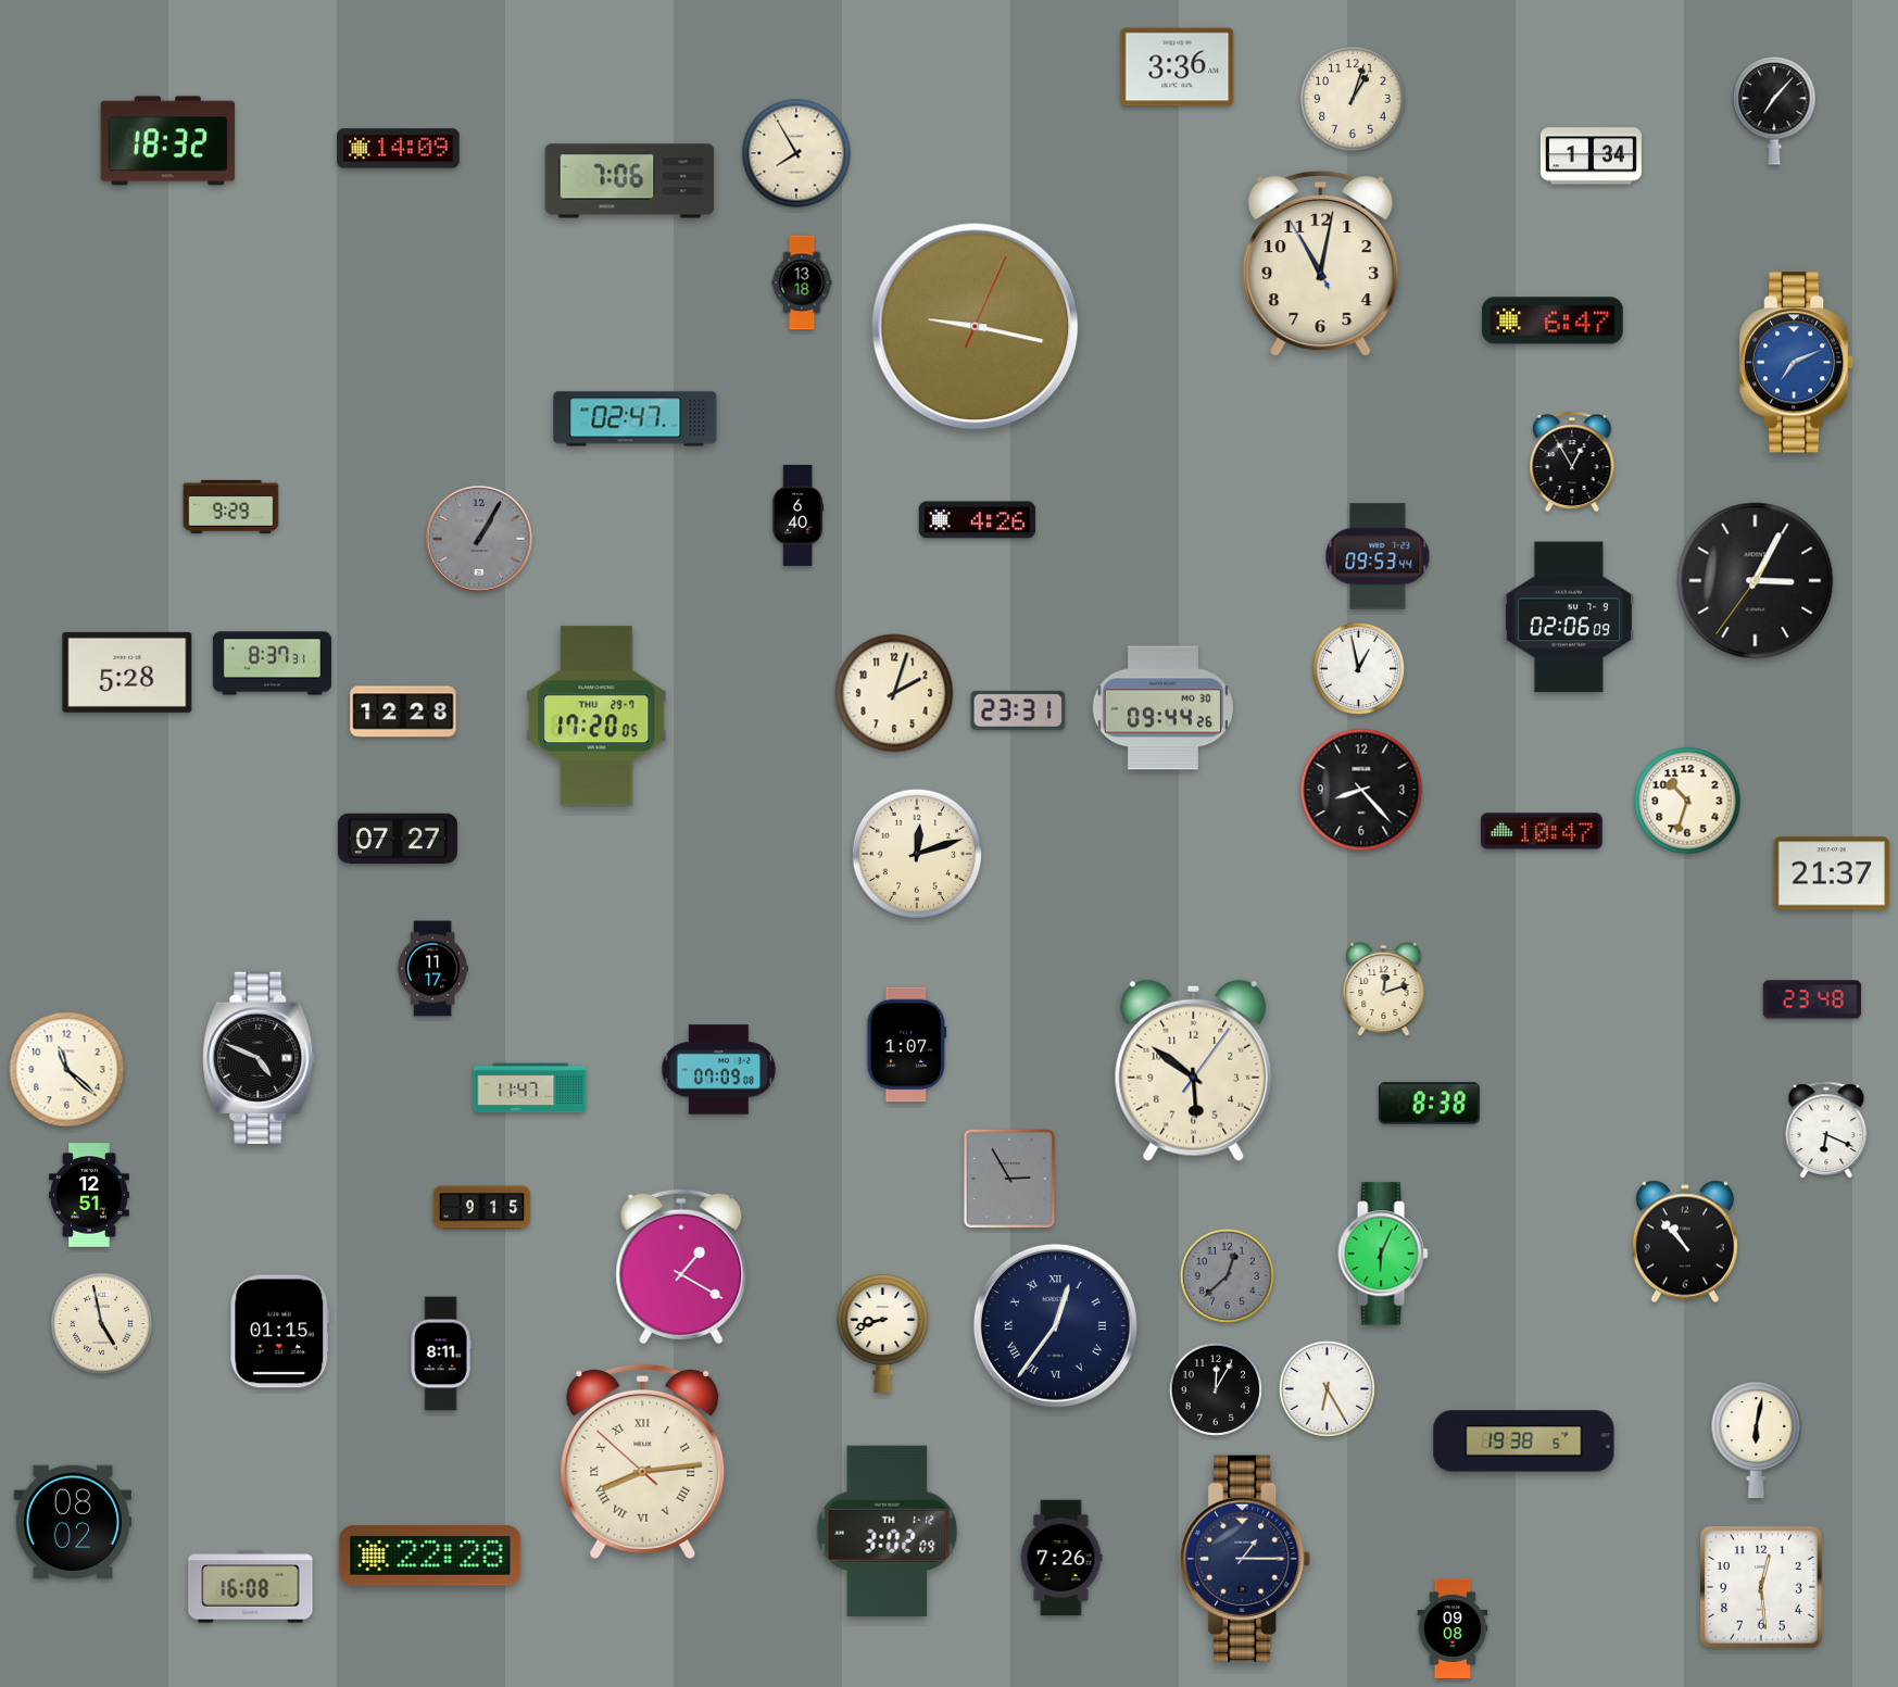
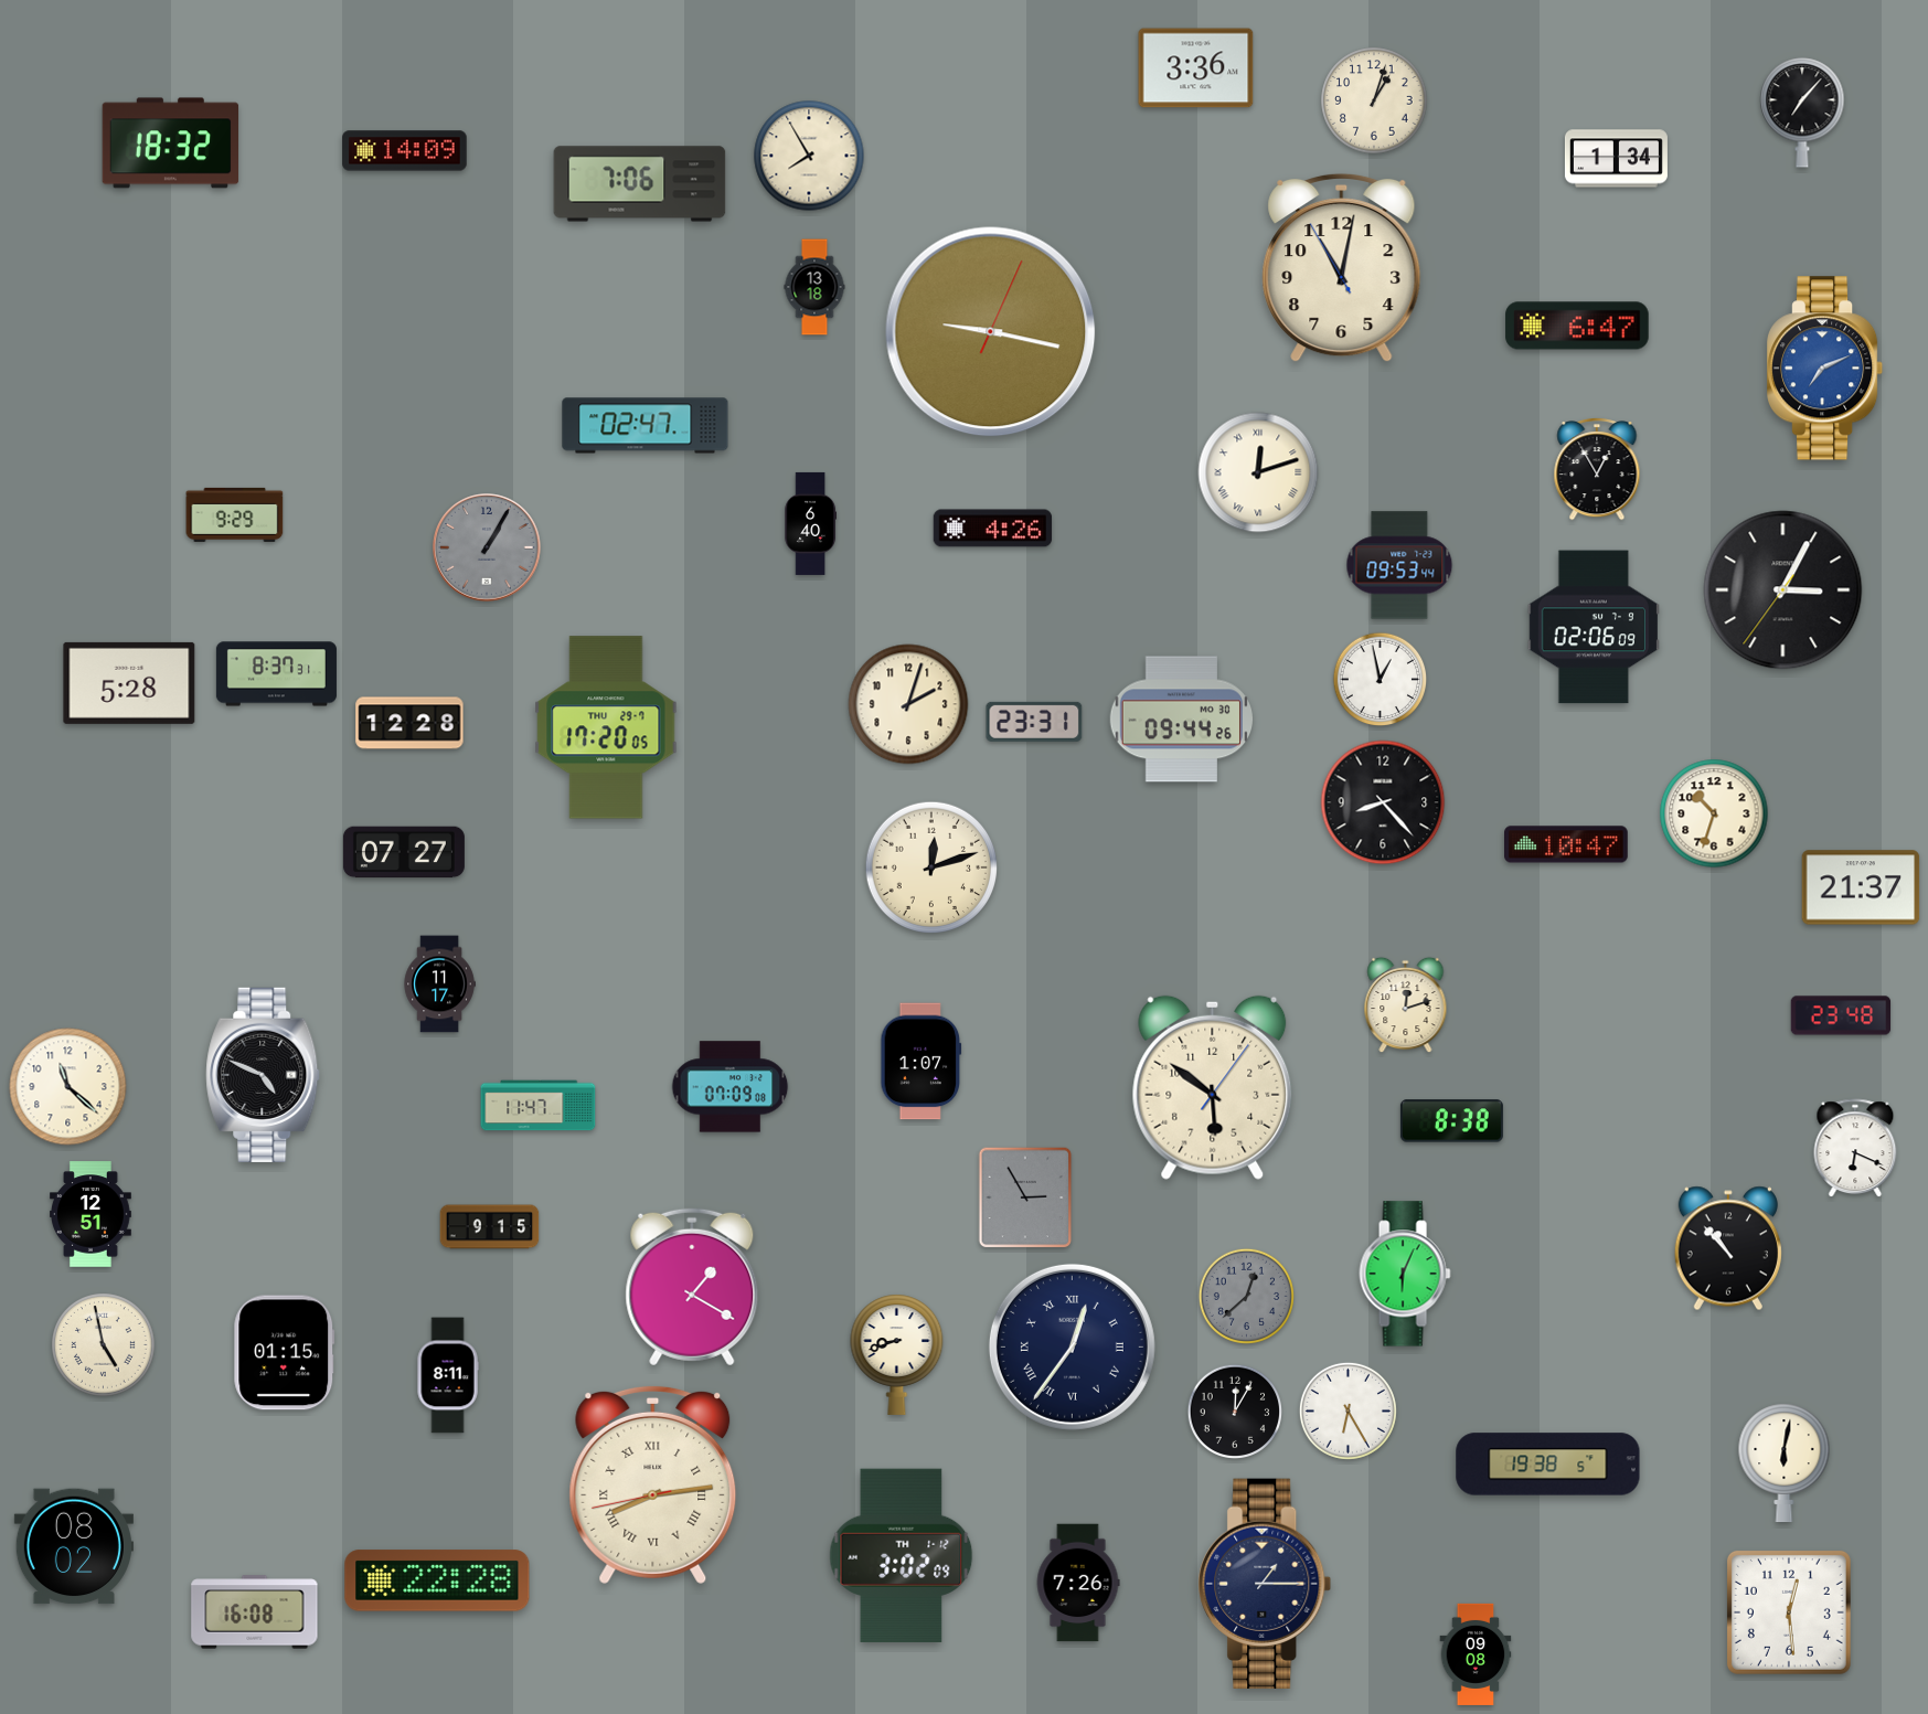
clock at (1258, 472): none -> 12:12
clock at (1685, 1242) position: (1685, 1242) -> (1728, 1248)
clock at (643, 1461): 8:13:52 -> 8:13:43
